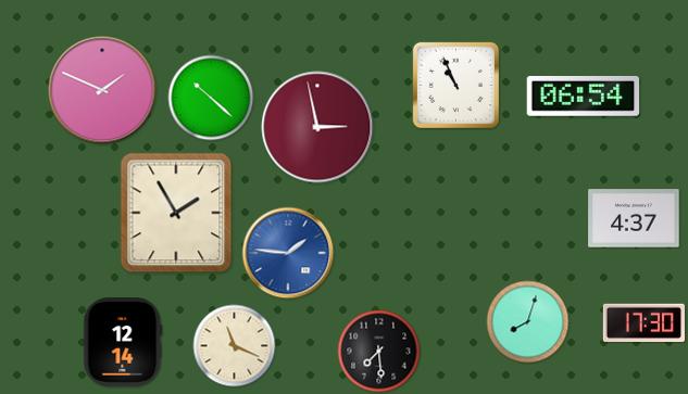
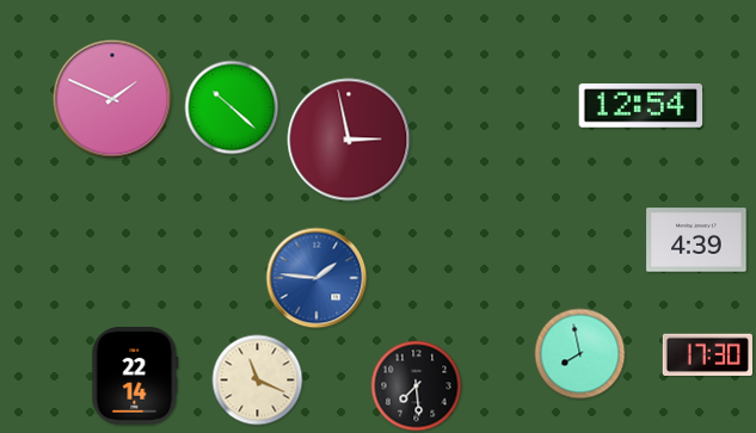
clock at (455, 85): 10:56 -> none
clock at (584, 96): 06:54 -> 12:54
clock at (176, 213): 1:55 -> none
clock at (634, 218): 4:37 -> 4:39
clock at (528, 322): 8:03 -> 7:58
clock at (123, 343): 12:14 -> 22:14
